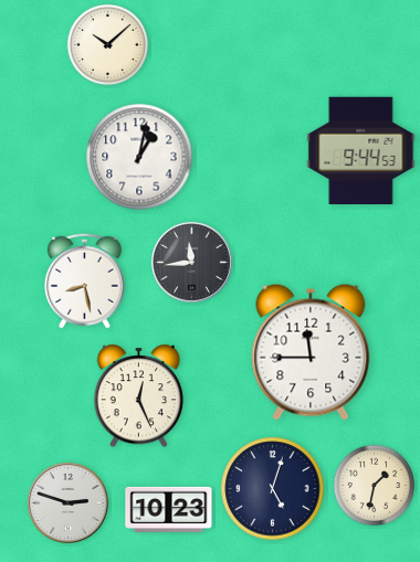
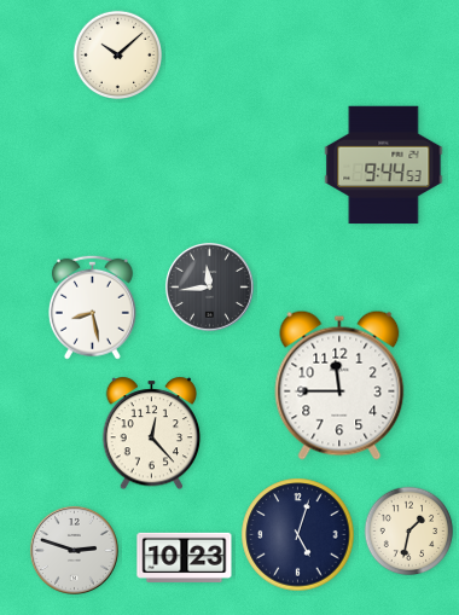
clock at (108, 45) position: (108, 45) -> (118, 56)
clock at (361, 151) position: (361, 151) -> (384, 166)
clock at (139, 157): 1:02 -> none
clock at (139, 396): 12:26 -> 12:23
